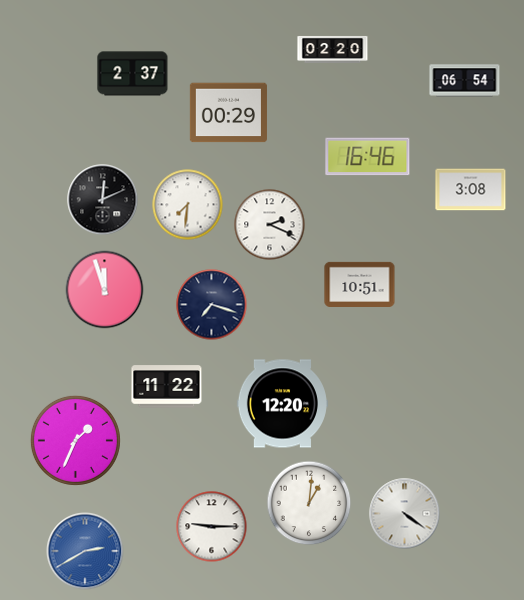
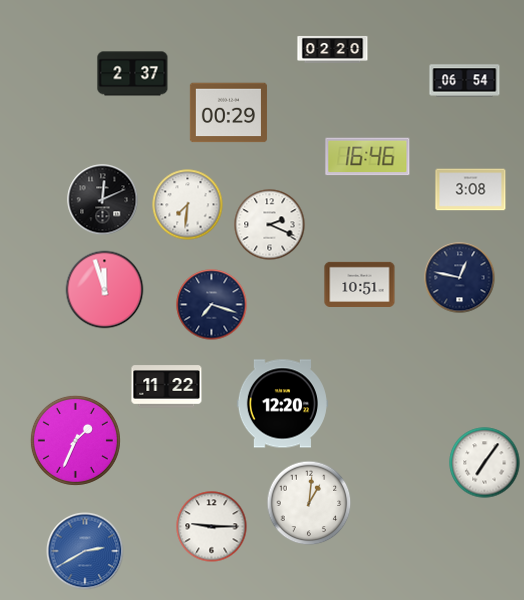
clock at (460, 278): none -> 12:47
clock at (485, 463): none -> 7:06
clock at (405, 514): 4:21 -> none
